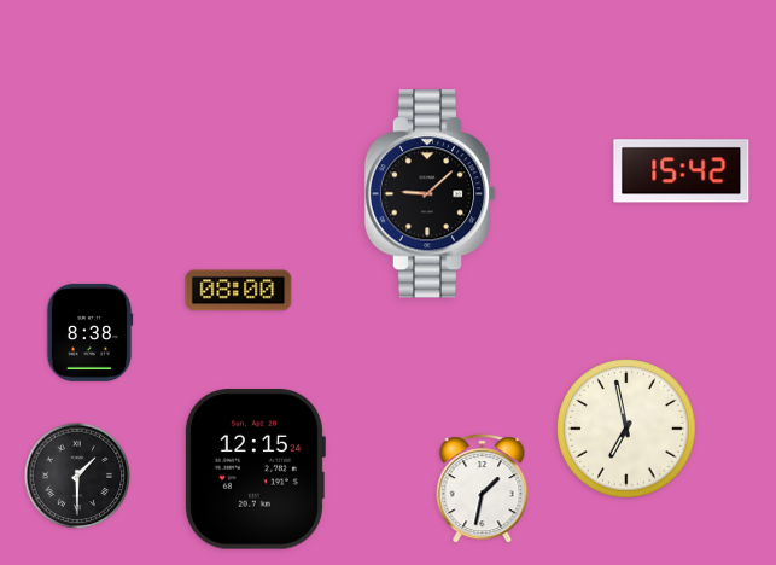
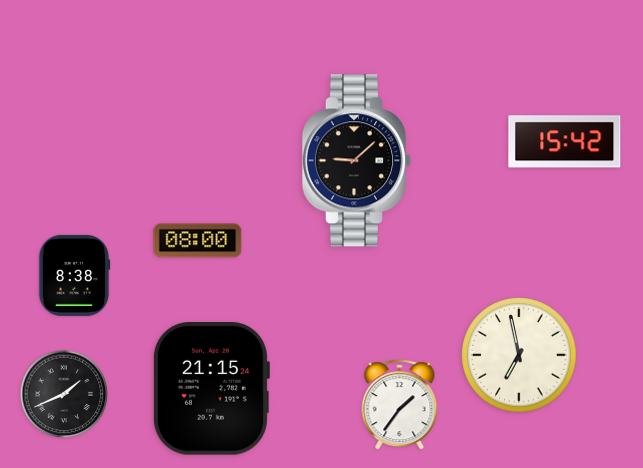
clock at (255, 470): 12:15 -> 21:15
clock at (77, 476): 1:30 -> 1:41
clock at (483, 489): 1:32 -> 1:36
